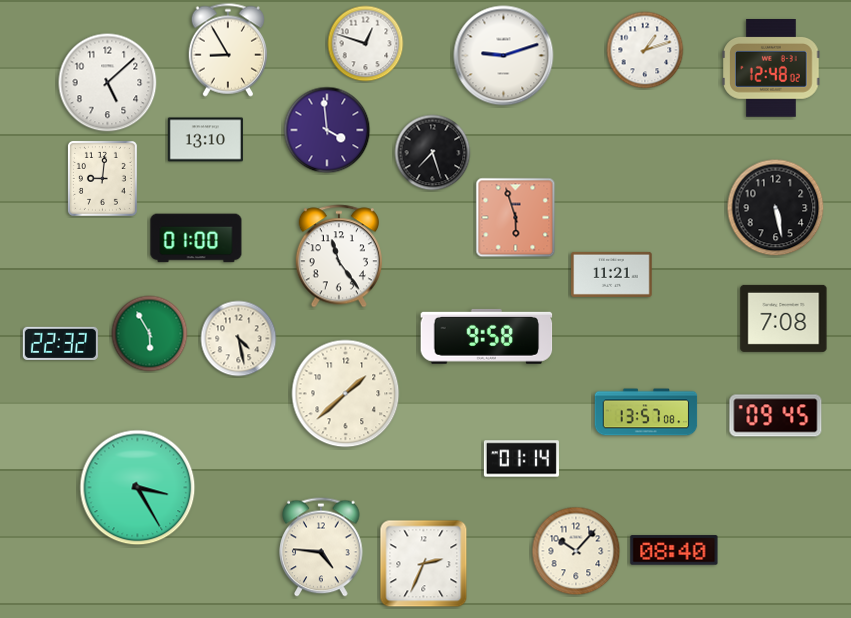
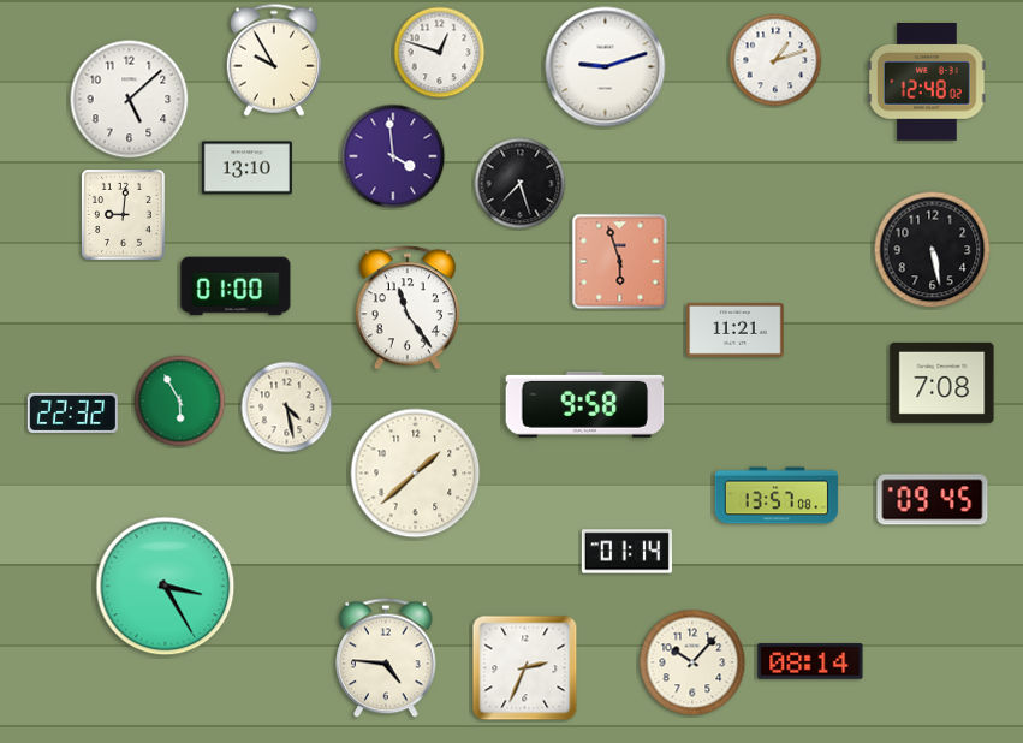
clock at (227, 50): 8:55 -> 9:55
clock at (674, 550): 08:40 -> 08:14
clock at (424, 564) position: (424, 564) -> (525, 668)
